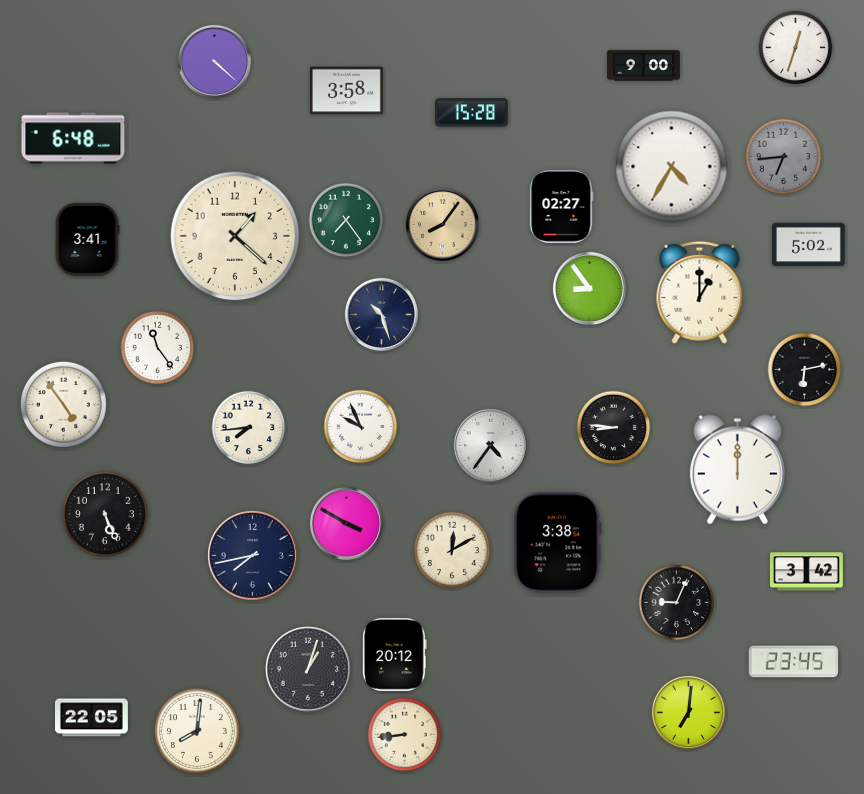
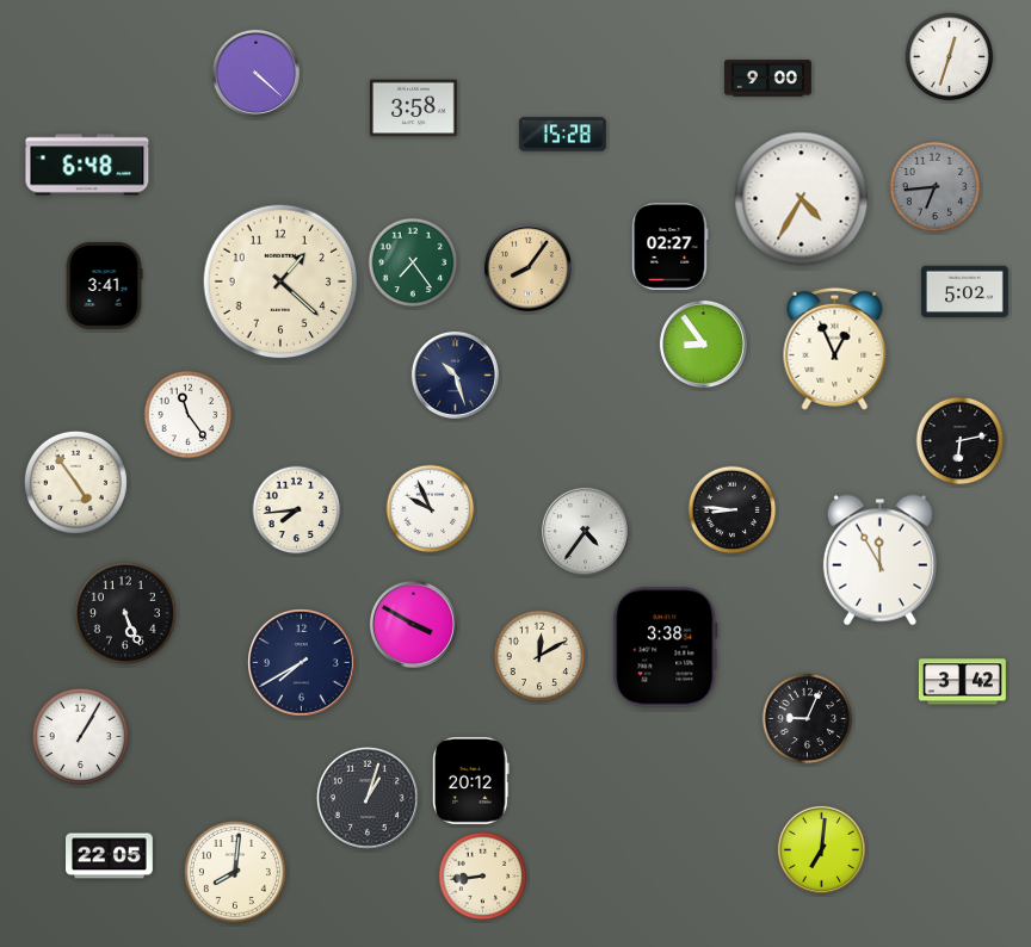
clock at (700, 292): 1:00 -> 12:56
clock at (737, 470): 12:00 -> 11:55
clock at (253, 556): 7:43 -> 7:40
clock at (80, 736): none -> 1:05
clock at (794, 662): 23:45 -> none
